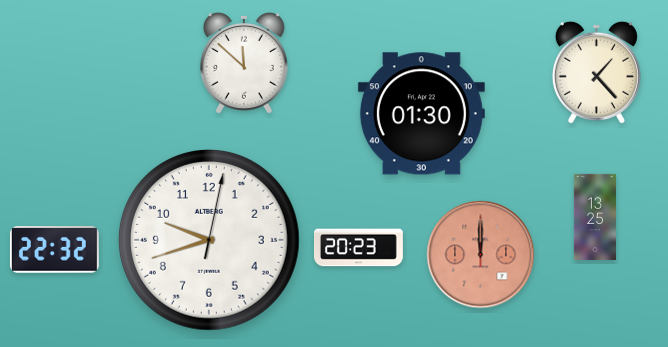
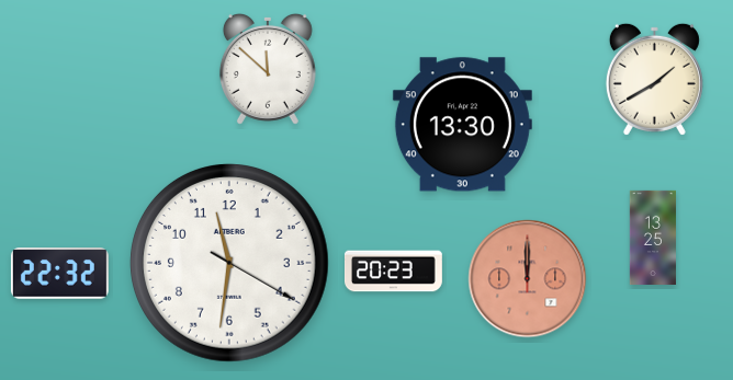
clock at (596, 72): 1:23 -> 1:40
clock at (421, 114): 01:30 -> 13:30
clock at (209, 240): 9:42 -> 11:31
